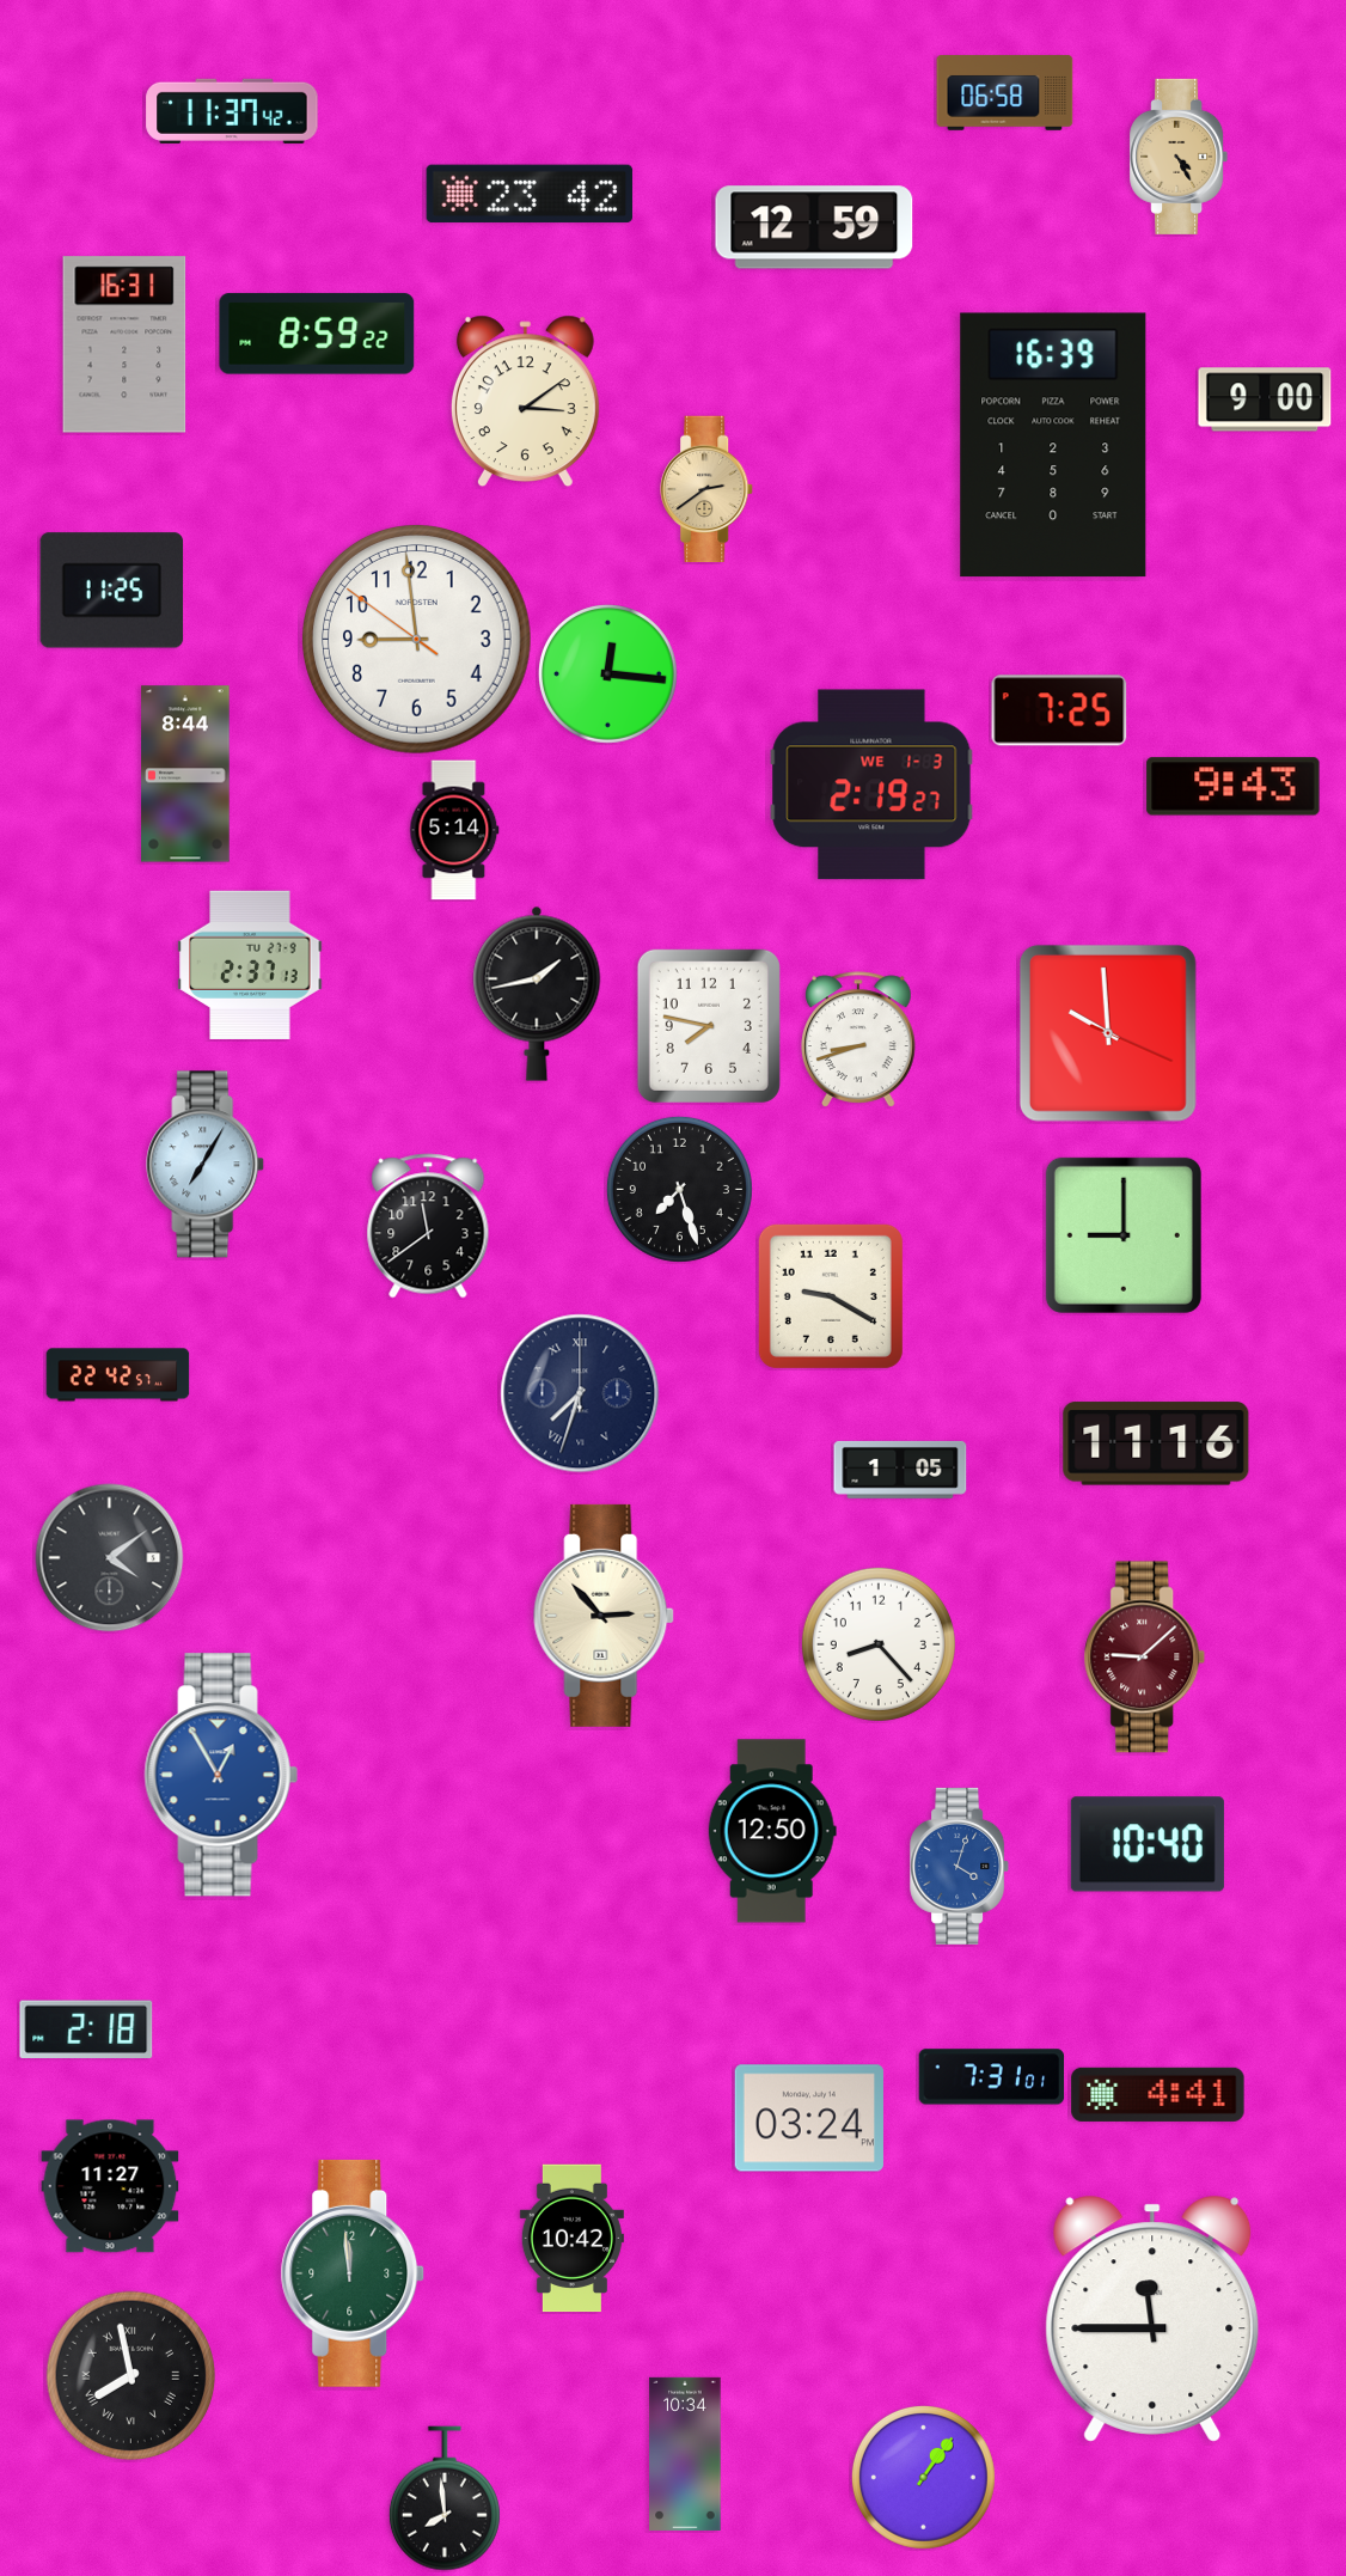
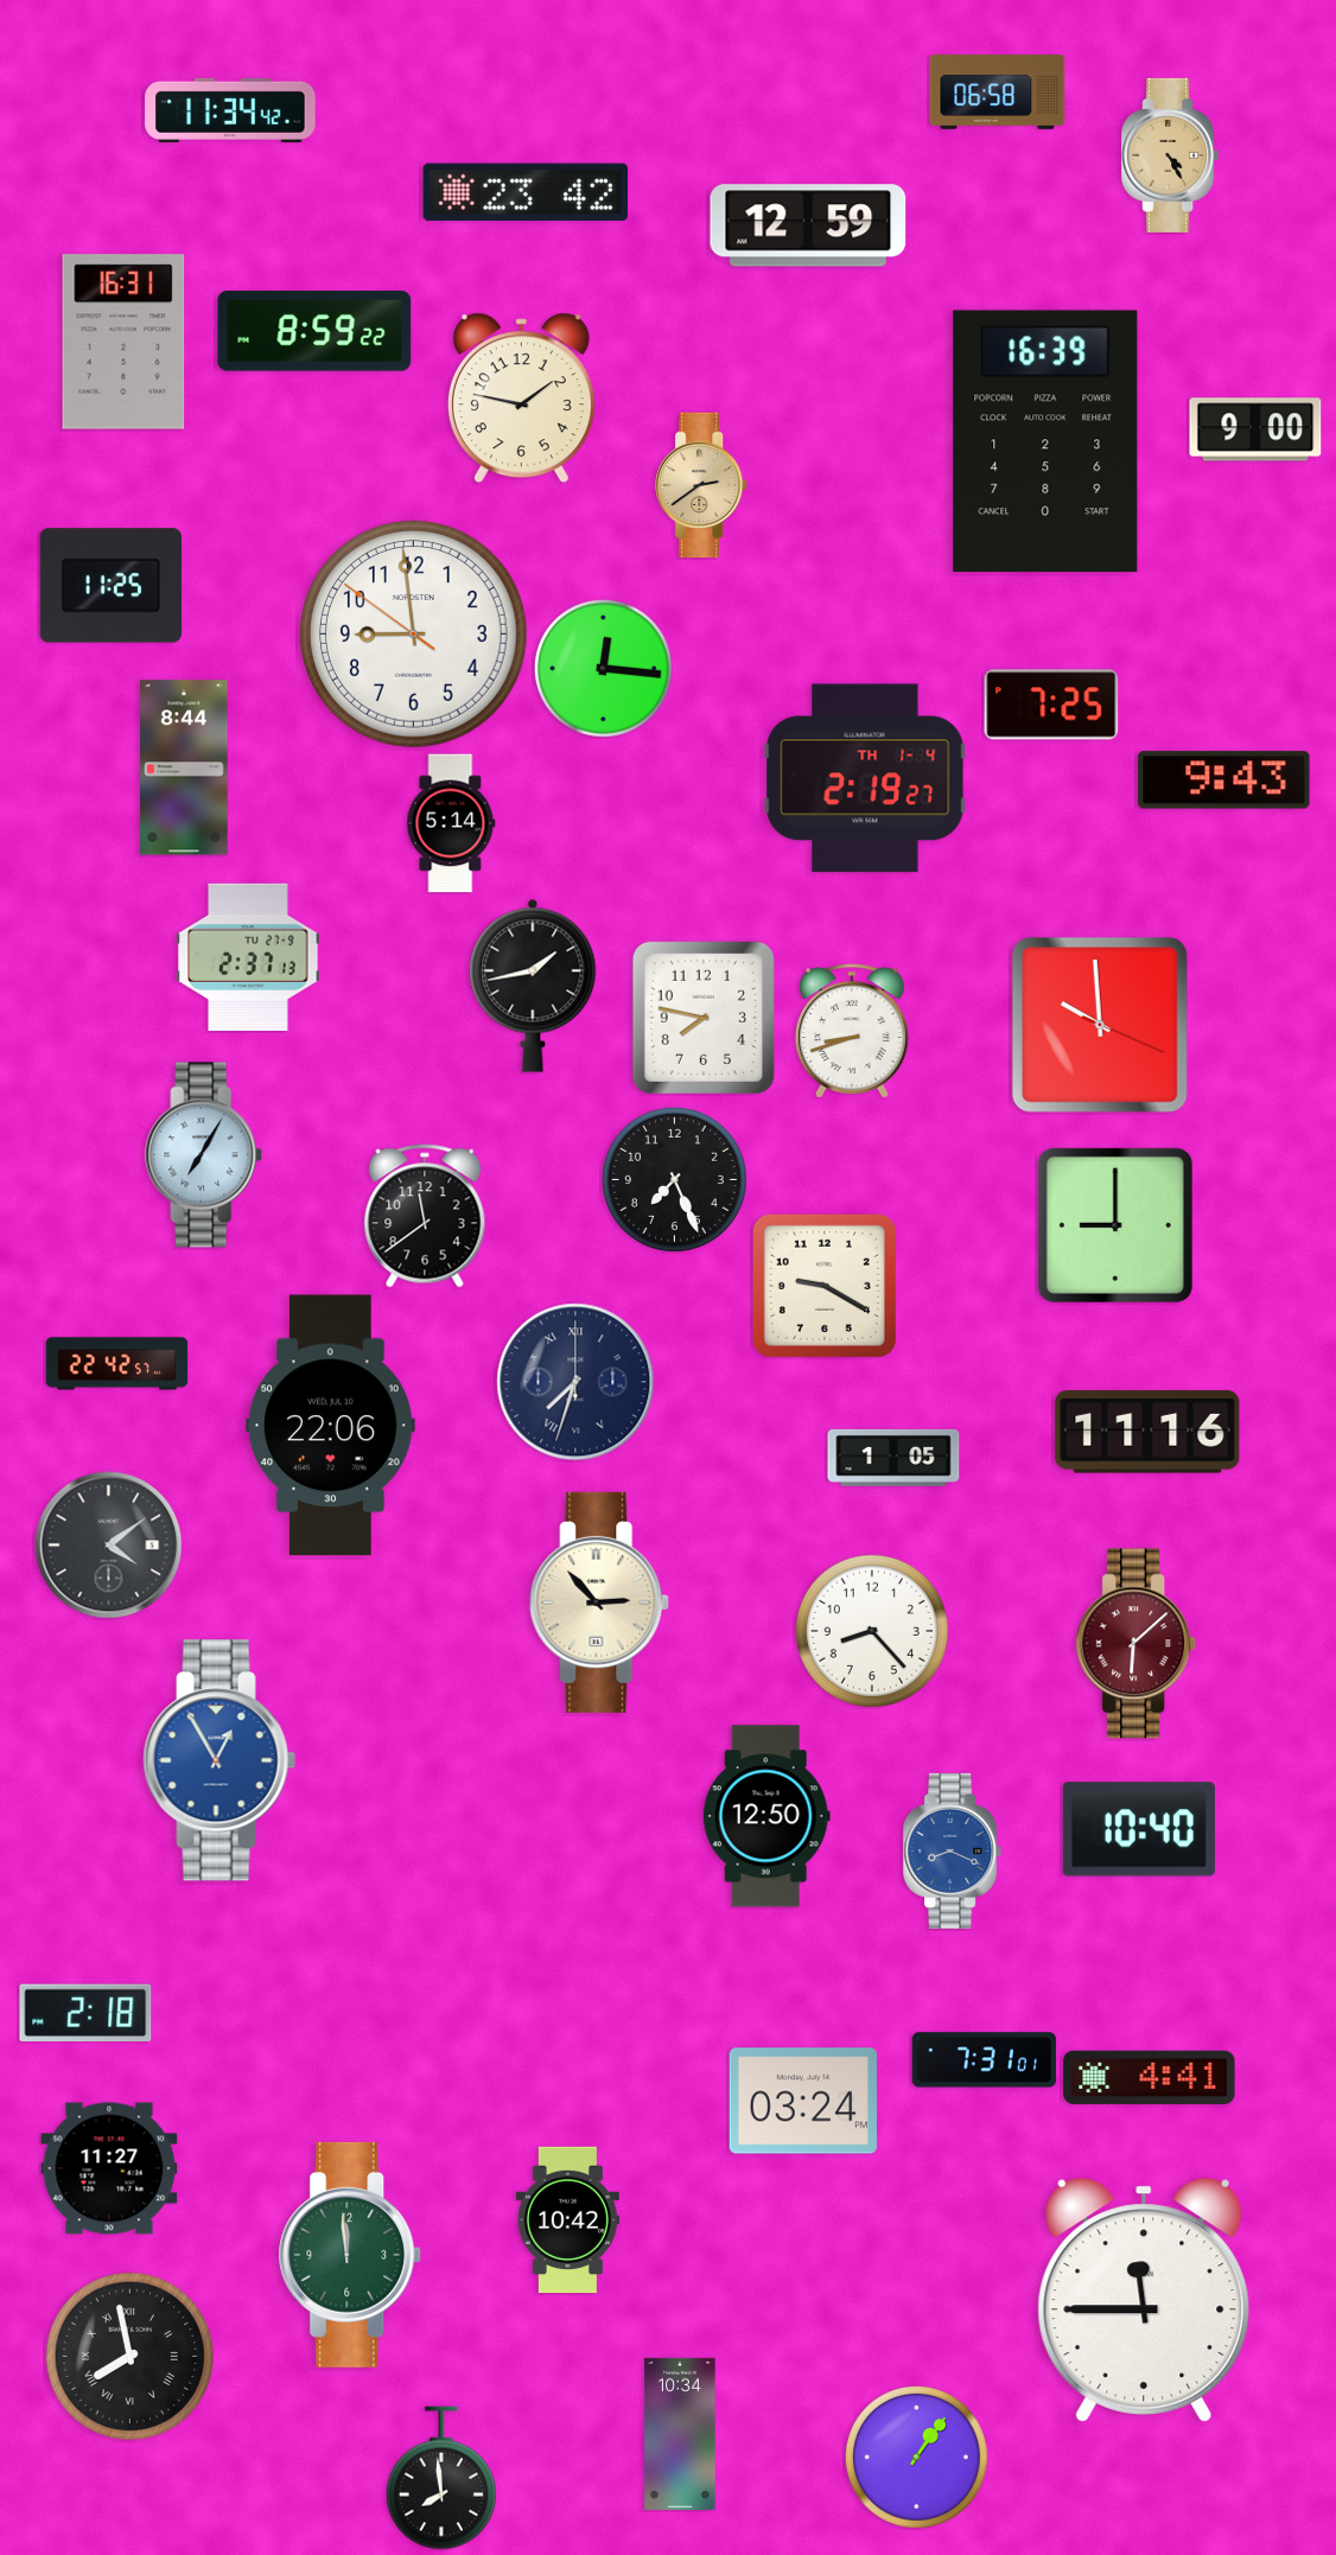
clock at (232, 111): 11:37 -> 11:34
clock at (1265, 399) position: (1265, 399) -> (1255, 429)
clock at (525, 402): 3:09 -> 1:47
clock at (871, 785) date: WE 1-3 -> TH 1-4
clock at (679, 1189): 7:27 -> 7:26
clock at (331, 1426): none -> 22:06
clock at (1145, 1658): 9:08 -> 6:08
clock at (960, 1866): 4:03 -> 8:19
